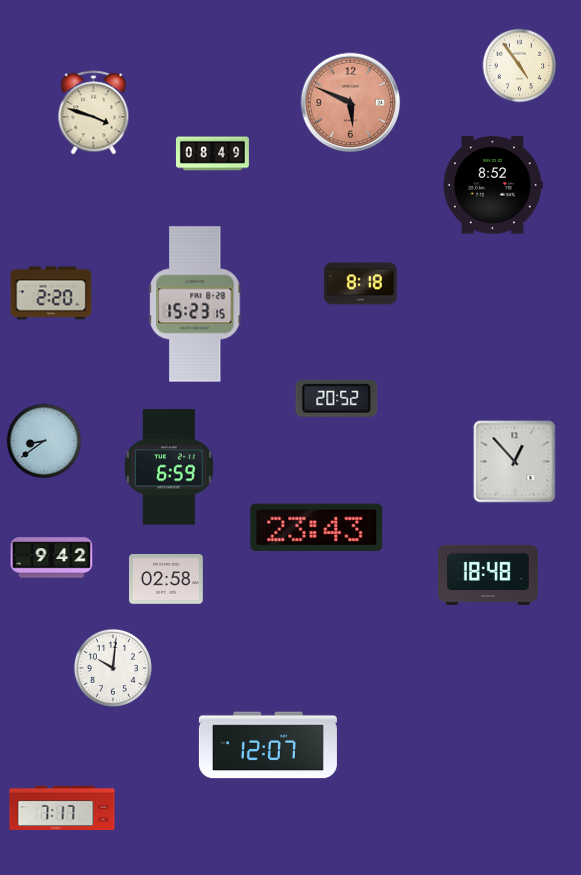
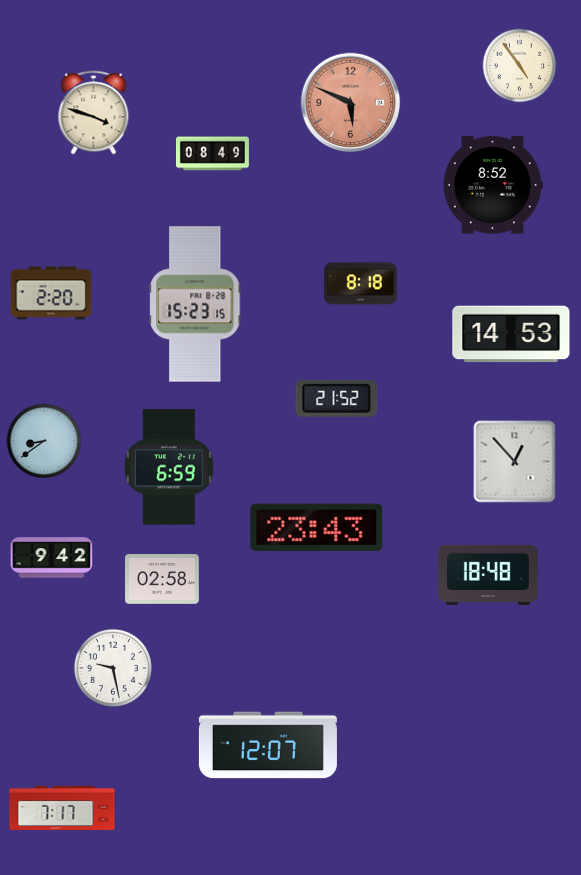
clock at (511, 334): none -> 14:53
clock at (337, 398): 20:52 -> 21:52
clock at (167, 580) position: (167, 580) -> (163, 580)
clock at (113, 668): 10:01 -> 9:28
